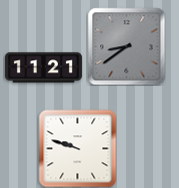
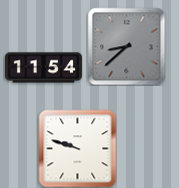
clock at (126, 46): 8:39 -> 8:38
clock at (43, 68): 11:21 -> 11:54
